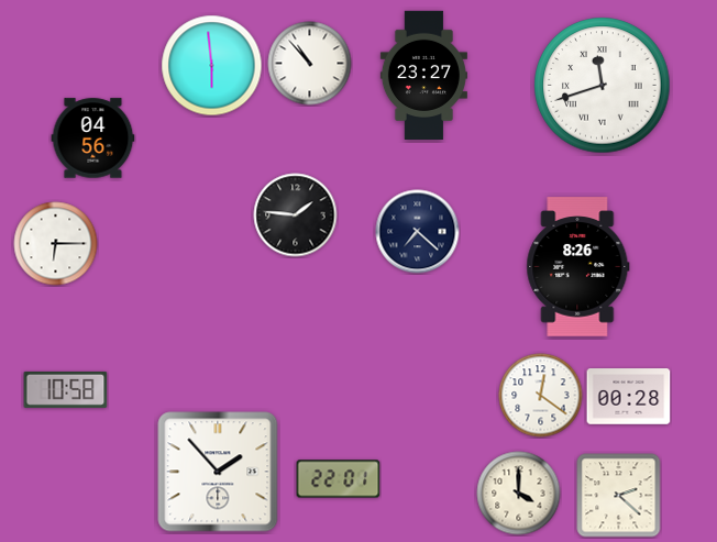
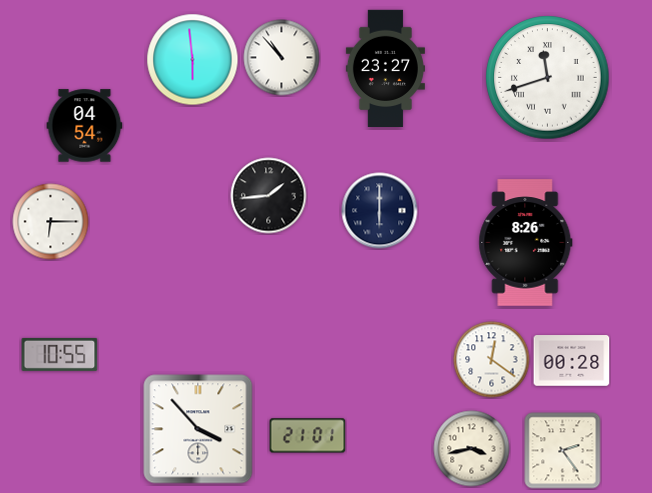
clock at (93, 139): 04:56 -> 04:54
clock at (296, 215): 1:46 -> 1:44
clock at (418, 232): 7:22 -> 6:00
clock at (66, 389): 10:58 -> 10:55
clock at (218, 472): 1:53 -> 3:53
clock at (339, 479): 22:01 -> 21:01
clock at (519, 494): 4:00 -> 3:43
clock at (619, 496): 2:22 -> 2:24
